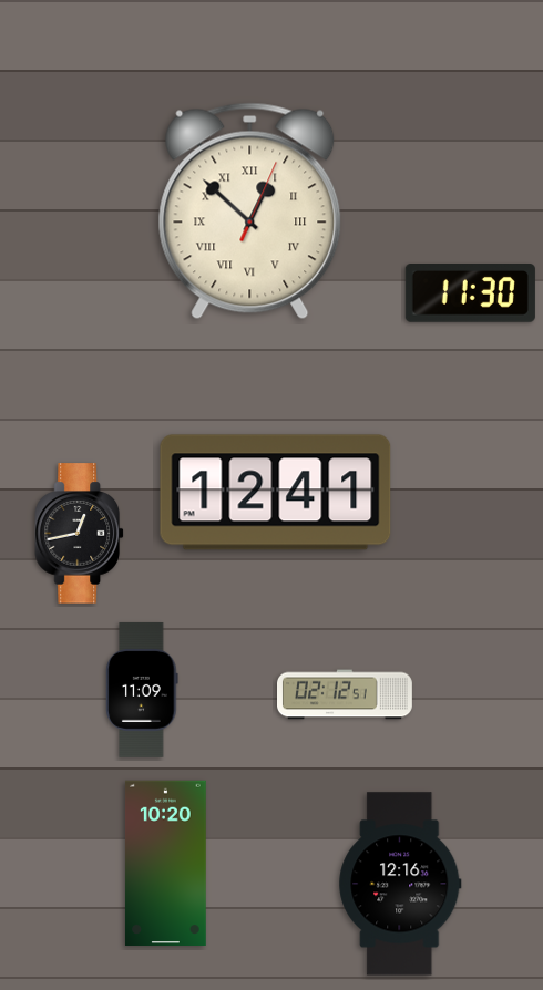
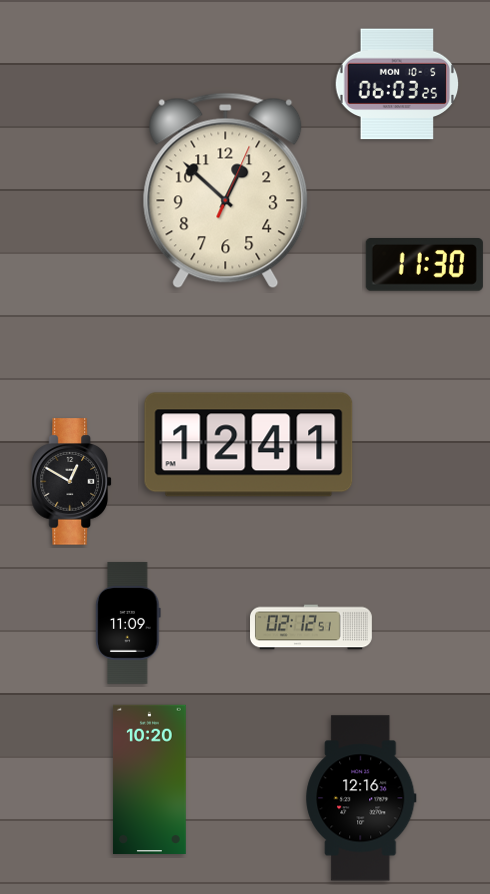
clock at (397, 84): none -> 06:03
clock at (250, 212) numerals: Roman -> Arabic
clock at (79, 534): 12:43 -> 12:50
